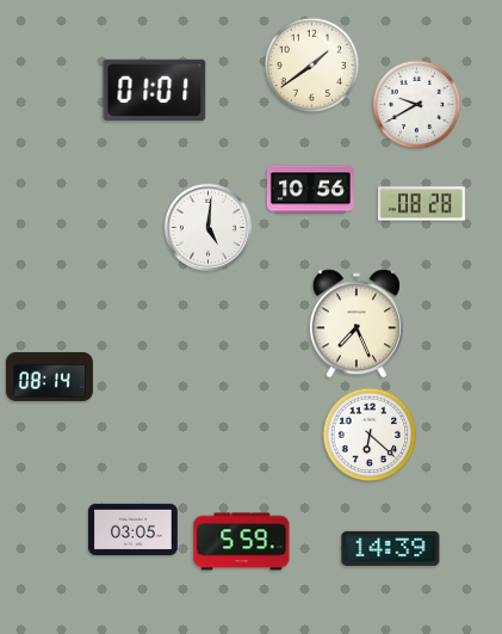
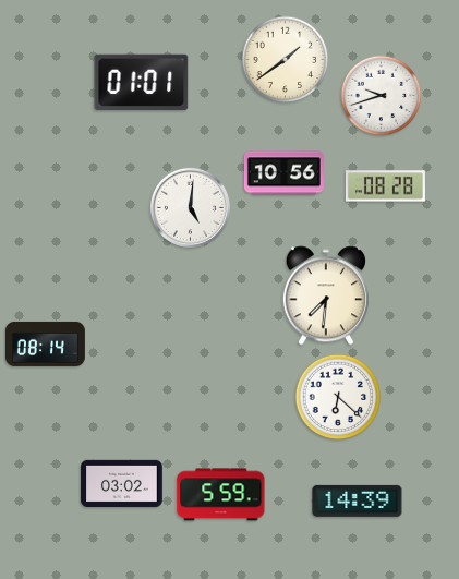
clock at (417, 105): 9:40 -> 9:42
clock at (357, 324): 7:26 -> 7:31
clock at (134, 529): 03:05 -> 03:02
